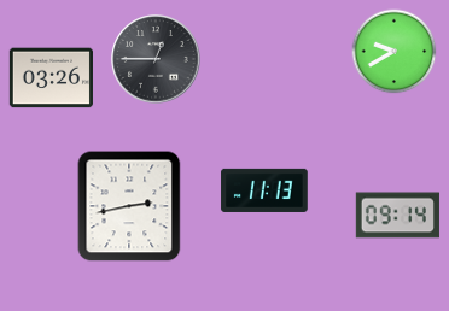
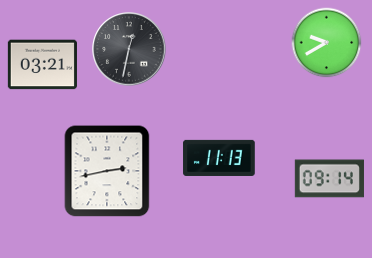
clock at (156, 59): 12:45 -> 12:32
clock at (51, 78): 03:26 -> 03:21
